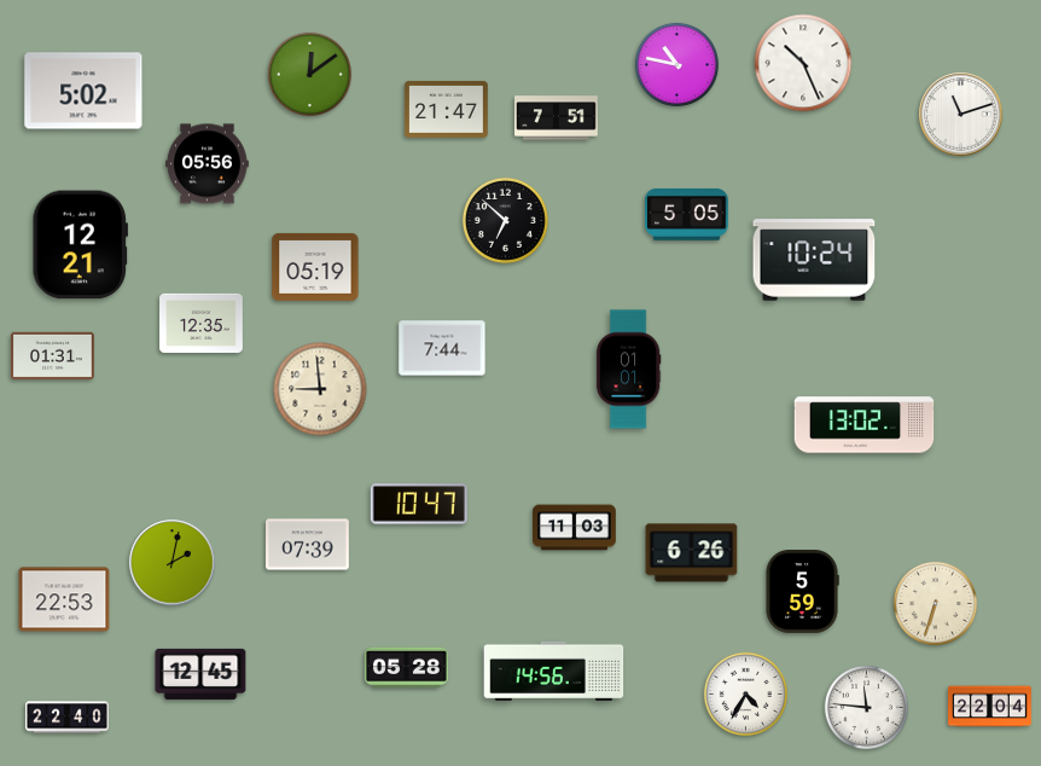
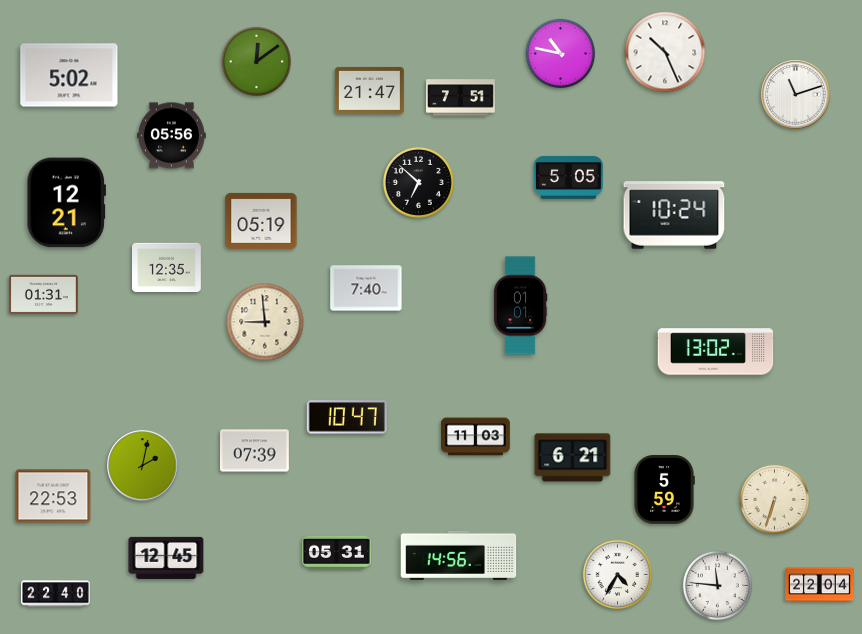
clock at (442, 348): 7:44 -> 7:40
clock at (692, 553): 6:26 -> 6:21
clock at (407, 668): 05:28 -> 05:31
